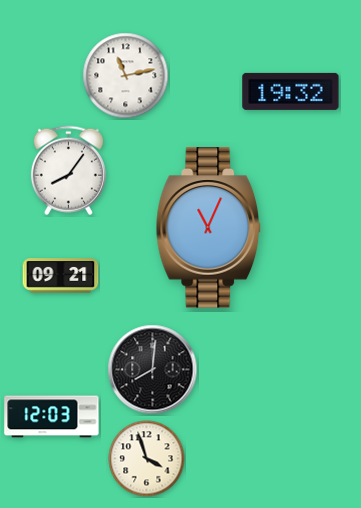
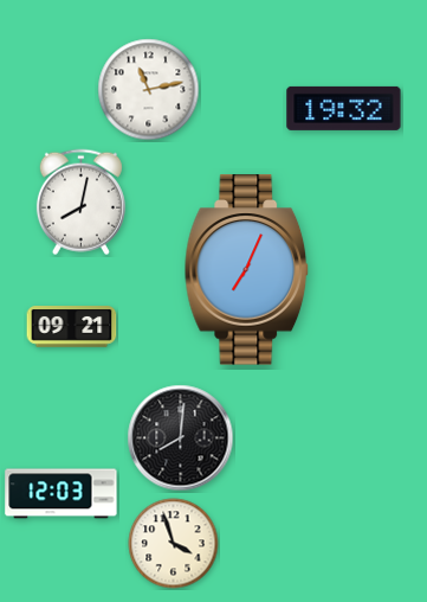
clock at (68, 171): 8:06 -> 8:02
clock at (209, 228): 11:04 -> 7:04
